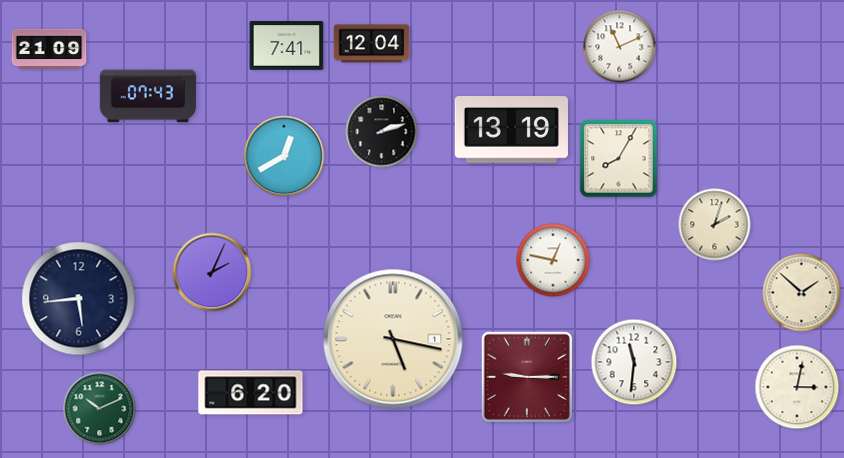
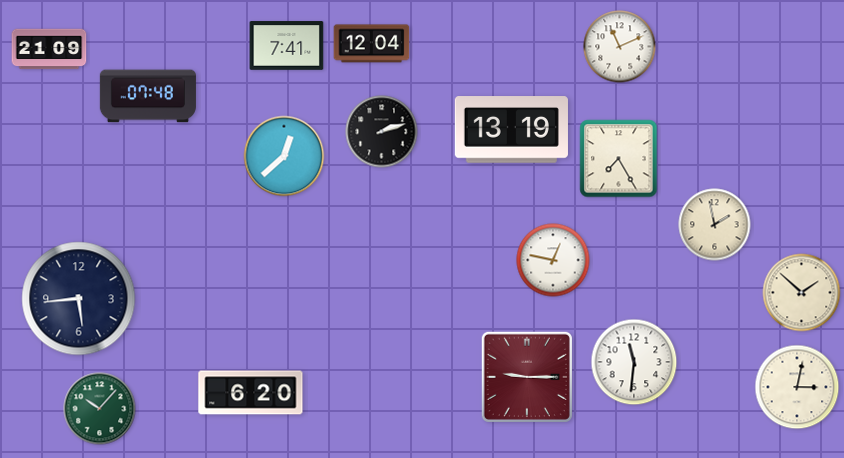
clock at (148, 96): 07:43 -> 07:48
clock at (284, 156): 12:40 -> 12:38
clock at (619, 159): 8:05 -> 7:25
clock at (715, 225): 2:03 -> 1:58
clock at (212, 272): 2:04 -> none
clock at (393, 339): 5:17 -> none
clock at (100, 409): 10:11 -> 10:07
